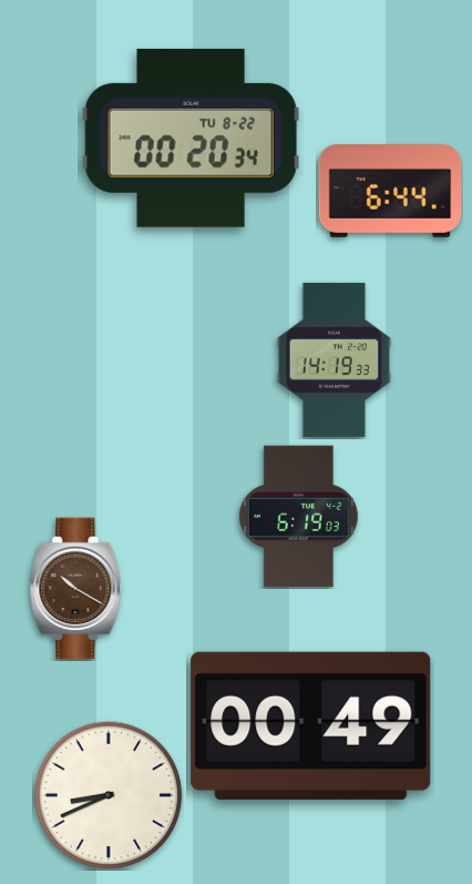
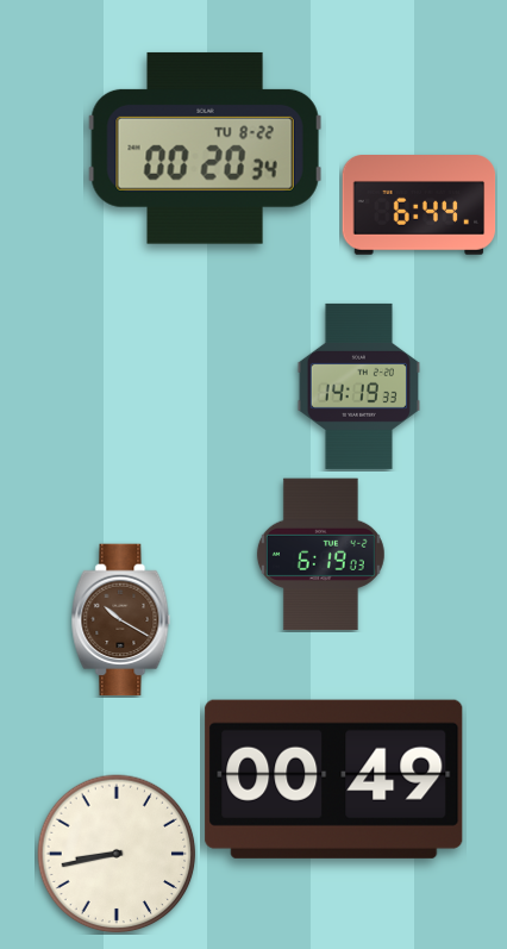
clock at (76, 589) position: (76, 589) -> (121, 620)
clock at (109, 795): 8:41 -> 8:43
